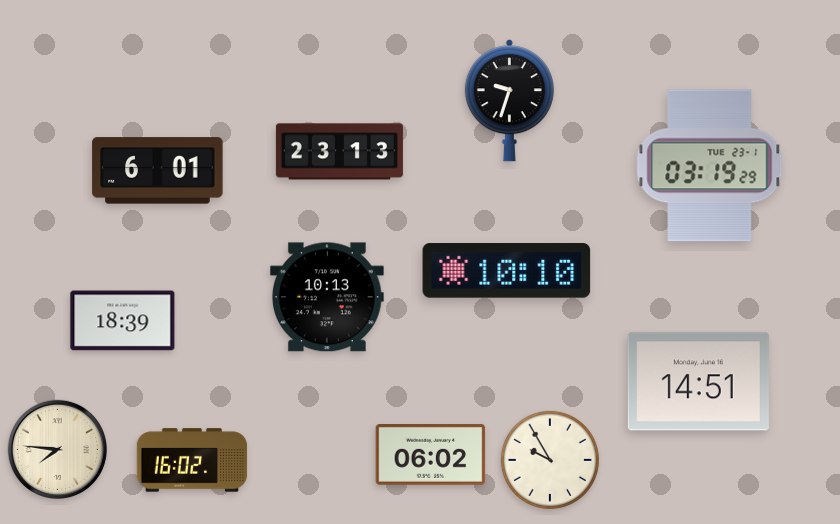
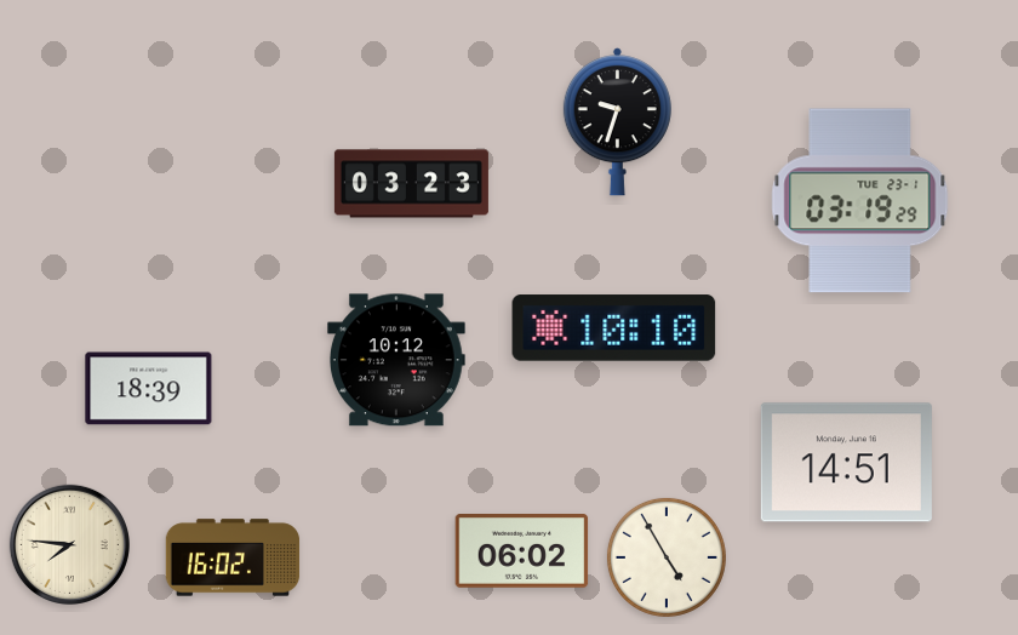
clock at (339, 152): 23:13 -> 03:23
clock at (158, 171): 6:01 -> none
clock at (327, 297): 10:13 -> 10:12
clock at (550, 460): 9:55 -> 4:55
